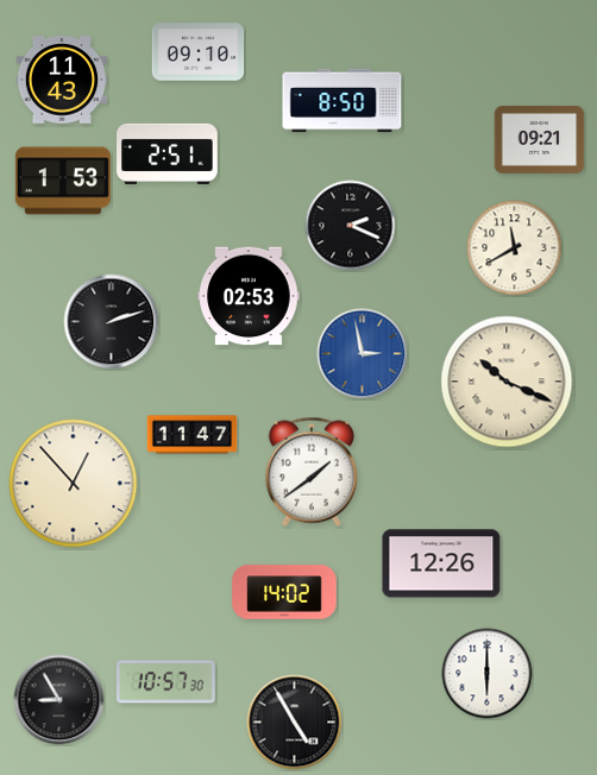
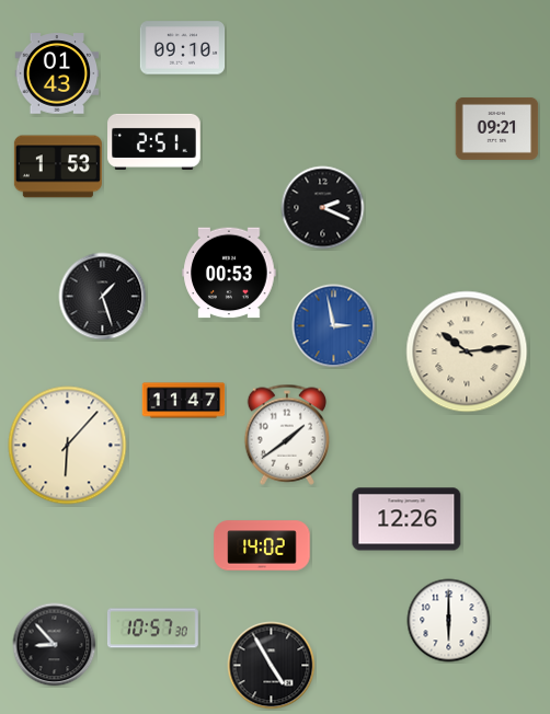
clock at (62, 80): 11:43 -> 01:43
clock at (343, 101): 8:50 -> none
clock at (515, 248): 11:40 -> none
clock at (249, 296): 02:53 -> 00:53
clock at (112, 322): 2:12 -> 1:27
clock at (507, 382): 10:19 -> 10:14
clock at (193, 435) position: (193, 435) -> (184, 401)
clock at (74, 484): 12:53 -> 6:07
clock at (59, 700): 8:55 -> 8:53
